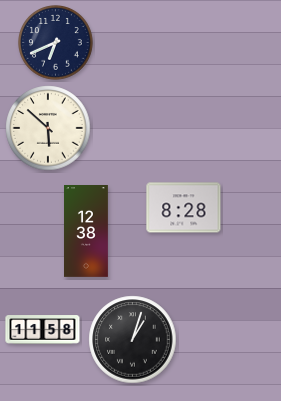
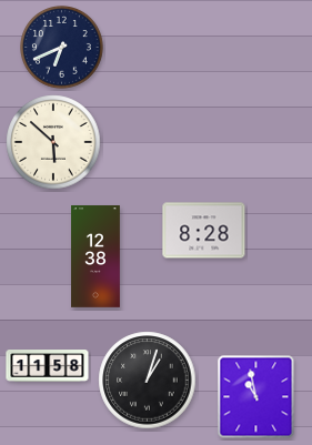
clock at (133, 340) position: (133, 340) -> (148, 381)
clock at (256, 397): none -> 10:58
